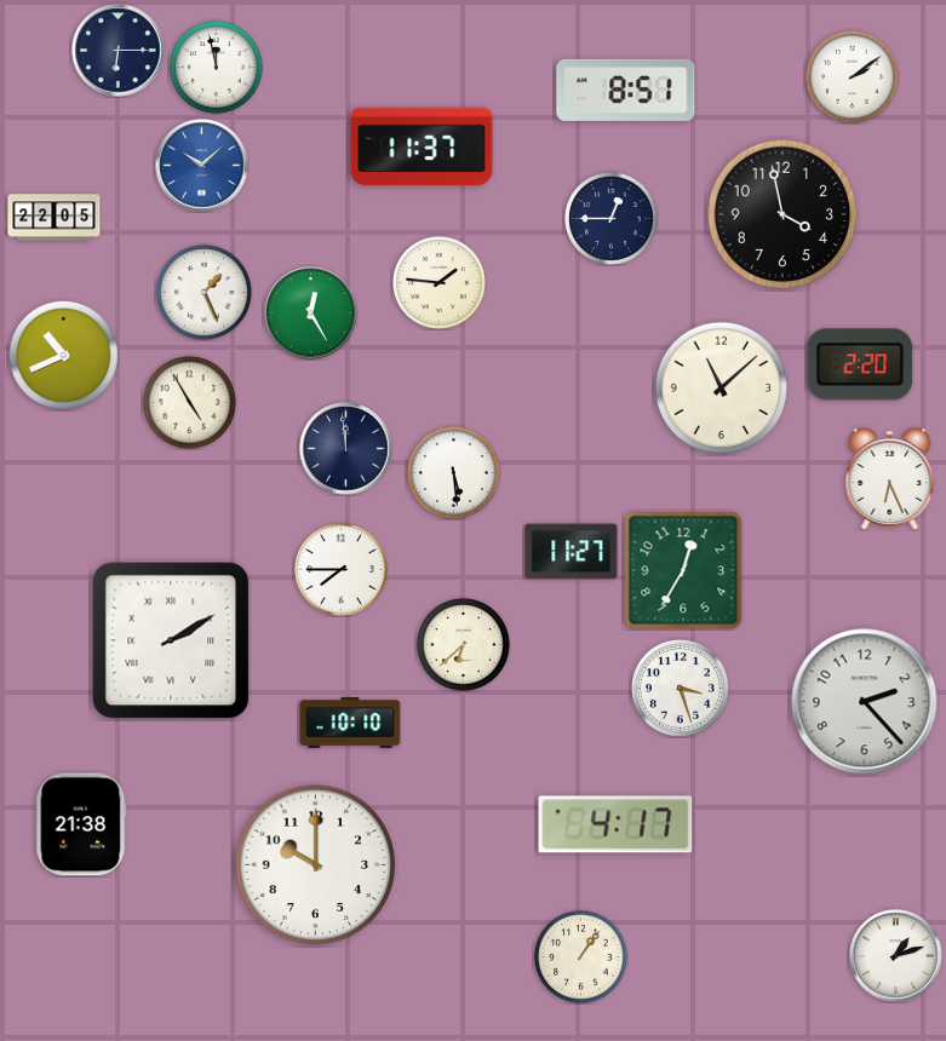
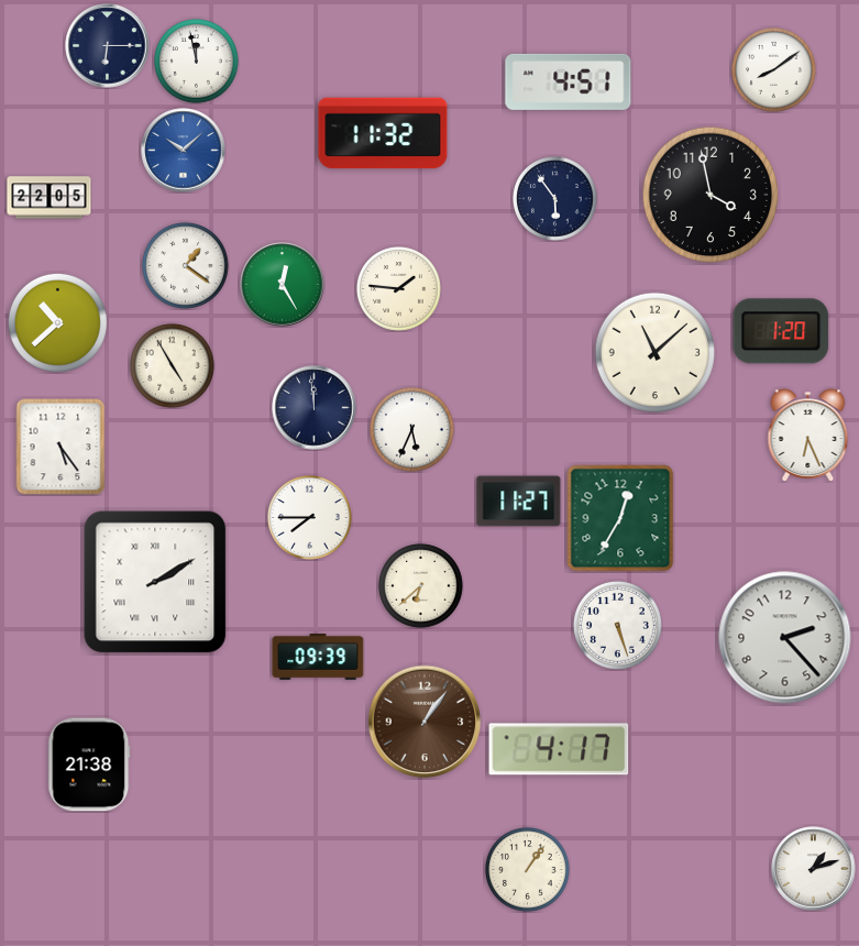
clock at (853, 77): 2:09 -> 8:09
clock at (626, 90): 8:51 -> 4:51
clock at (422, 146): 11:37 -> 11:32
clock at (612, 219): 12:45 -> 5:54
clock at (440, 283) position: (440, 283) -> (399, 289)
clock at (205, 293): 1:26 -> 1:21
clock at (63, 355): 10:41 -> 10:38
clock at (860, 364): 2:20 -> 1:20
clock at (454, 473): 5:29 -> 5:34
clock at (60, 447): none -> 5:24
clock at (680, 688): 3:27 -> 5:27
clock at (350, 723): 10:10 -> 09:39
clock at (425, 722): none -> 1:06
clock at (81, 824) position: (81, 824) -> (89, 765)
clock at (316, 865): 10:00 -> none
